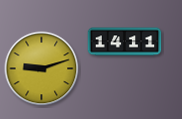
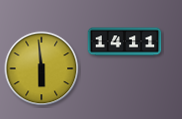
clock at (42, 69): 9:12 -> 5:59
